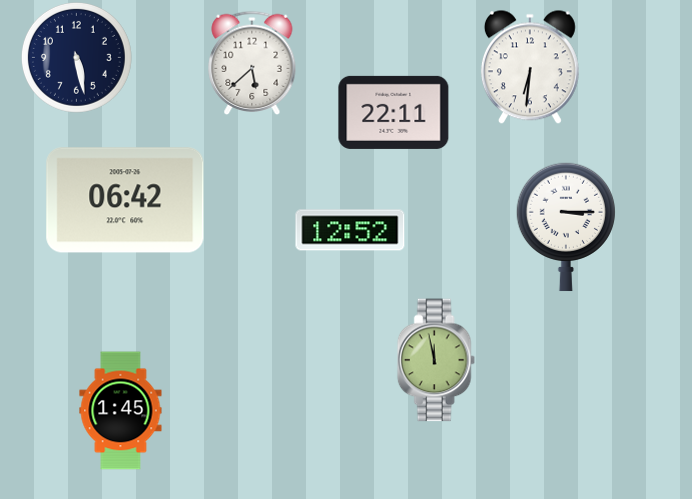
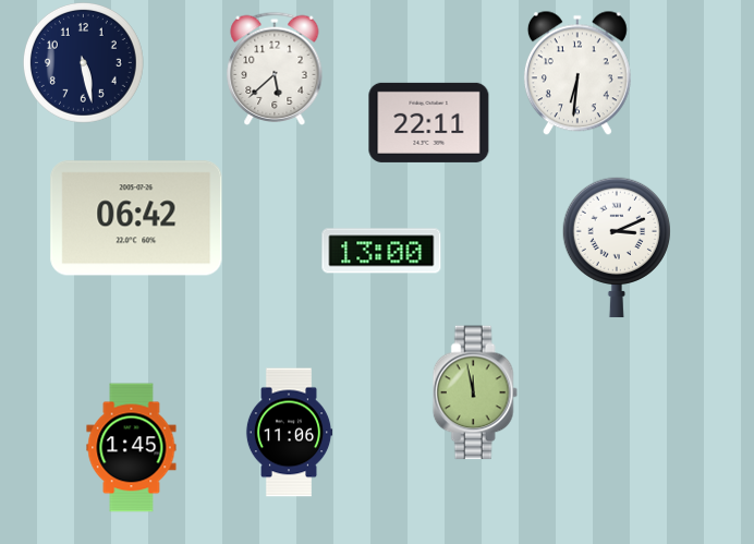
clock at (566, 227): 3:15 -> 3:11
clock at (350, 230): 12:52 -> 13:00
clock at (289, 433): none -> 11:06
